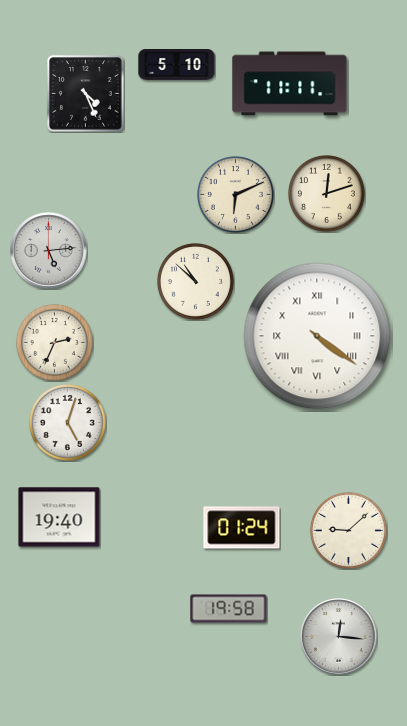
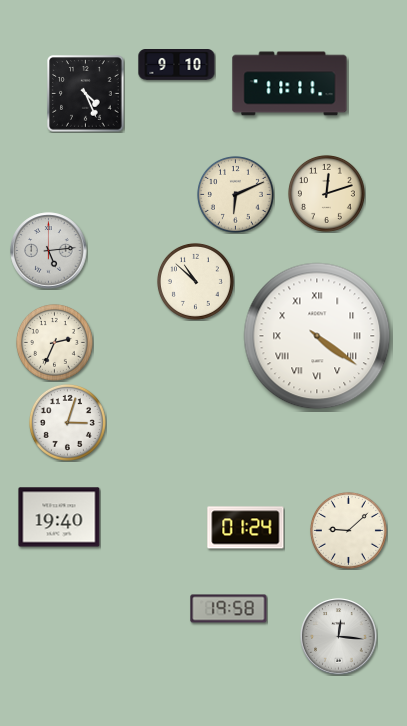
clock at (177, 65): 5:10 -> 9:10
clock at (67, 422): 5:03 -> 3:03
clock at (242, 528) position: (242, 528) -> (246, 528)
